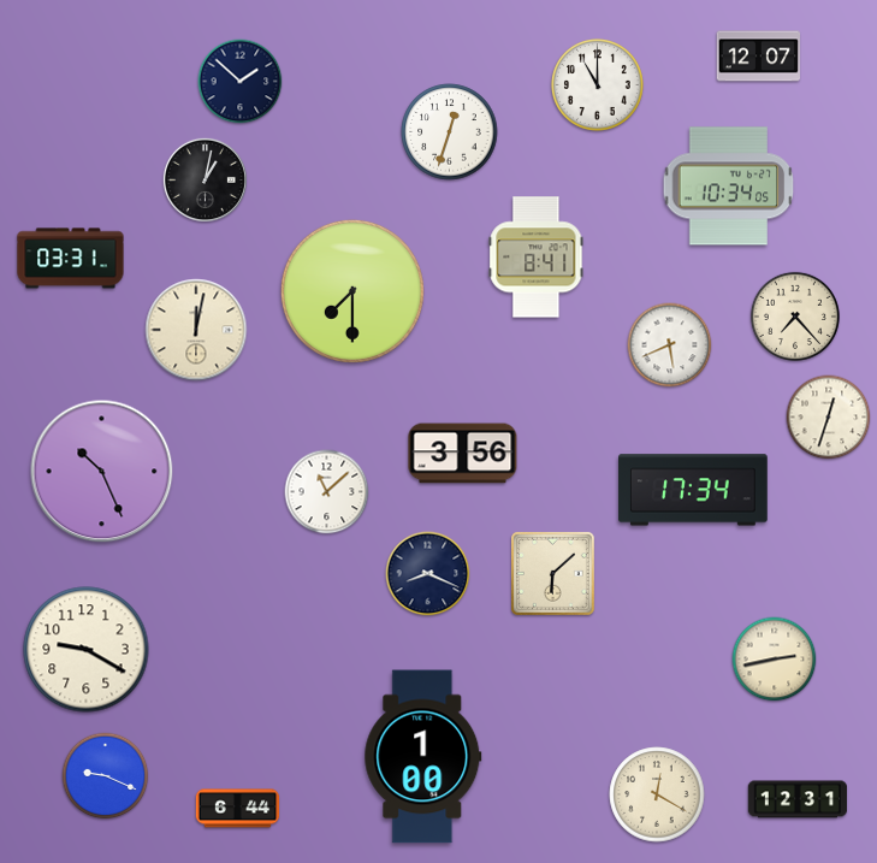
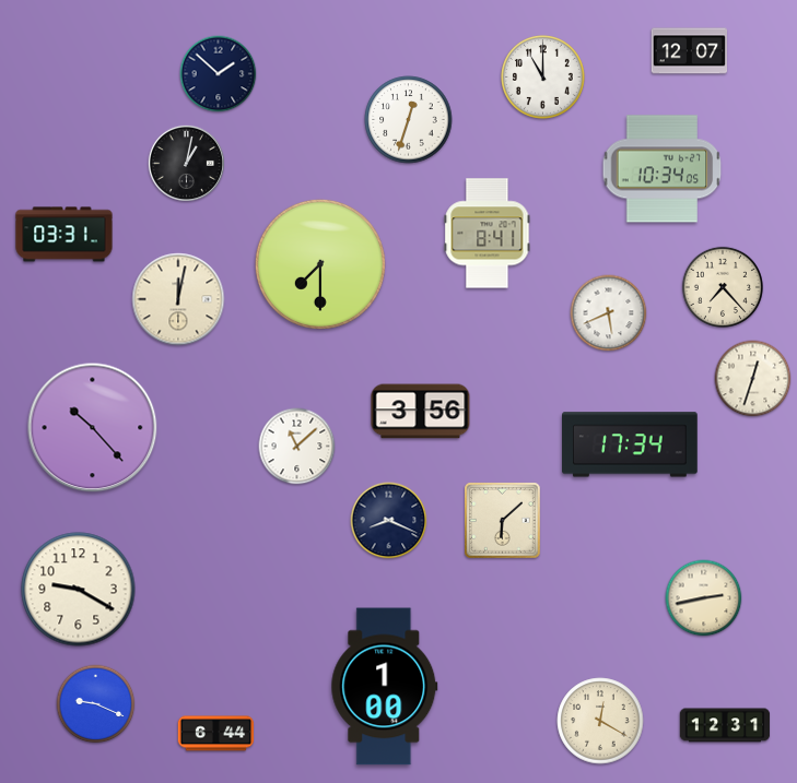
clock at (102, 472): 10:26 -> 10:23
clock at (657, 794) position: (657, 794) -> (600, 721)
